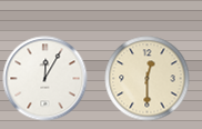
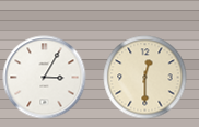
clock at (46, 79): 12:05 -> 3:05
